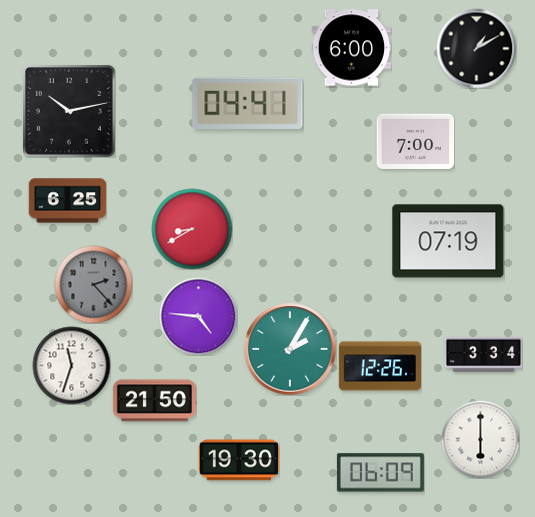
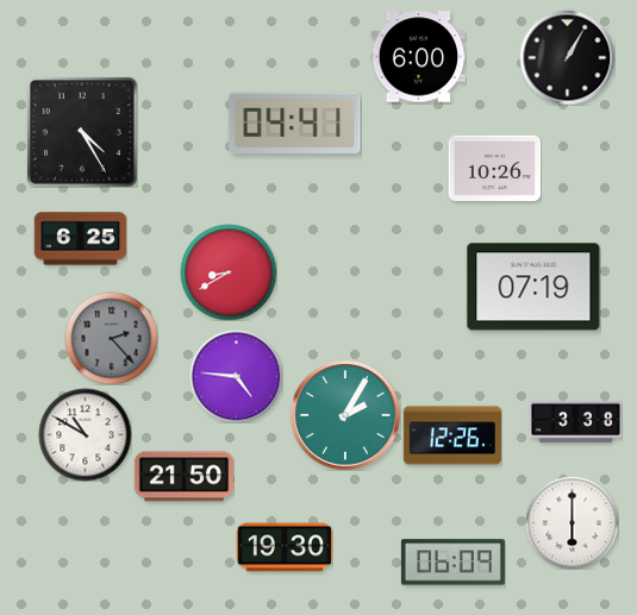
clock at (476, 48): 1:10 -> 1:05
clock at (69, 111): 10:13 -> 4:25
clock at (415, 141): 7:00 -> 10:26
clock at (483, 354): 3:34 -> 3:38
clock at (71, 365): 11:33 -> 10:50
